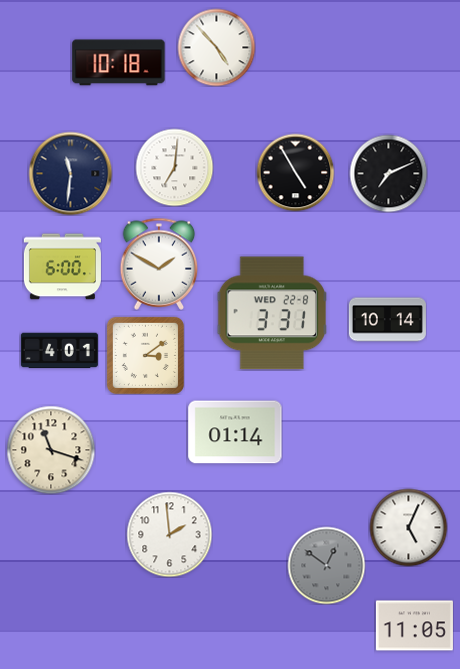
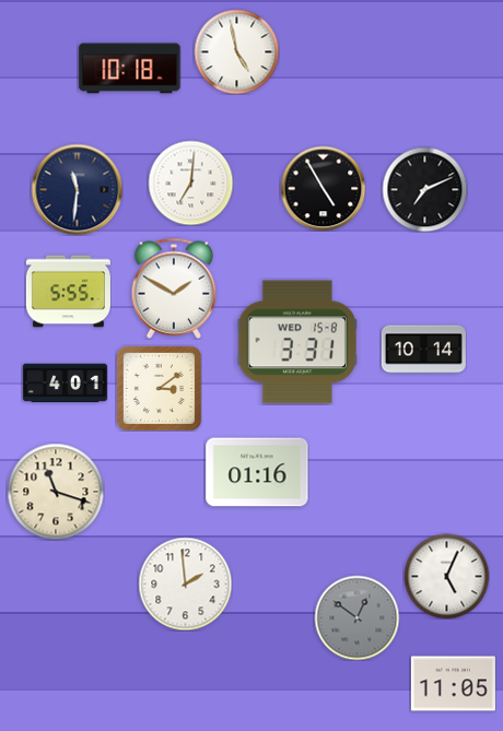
clock at (216, 47): 4:53 -> 4:58
clock at (62, 267): 6:00 -> 5:55
clock at (272, 313) date: WED 22-8 -> WED 15-8
clock at (235, 432): 01:14 -> 01:16
